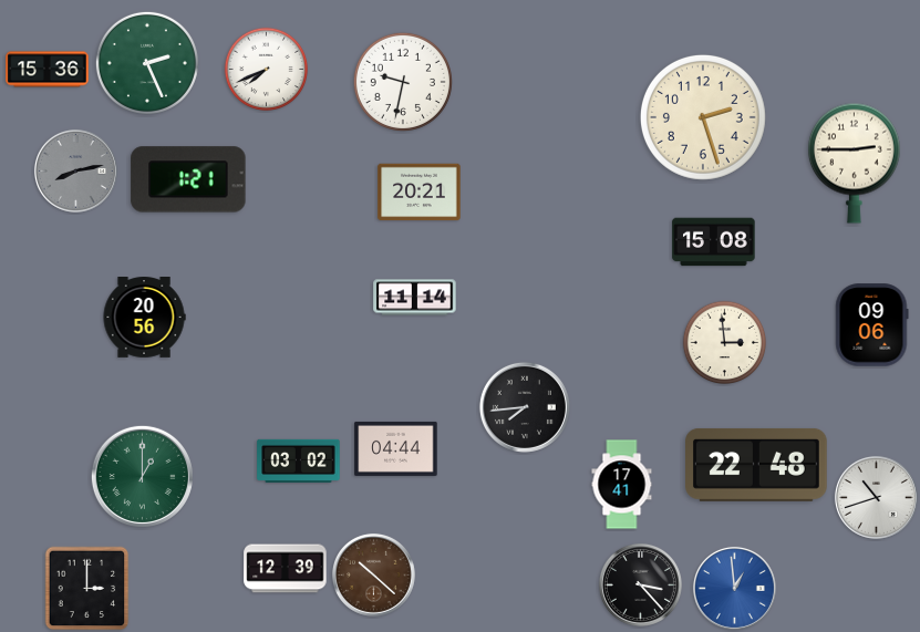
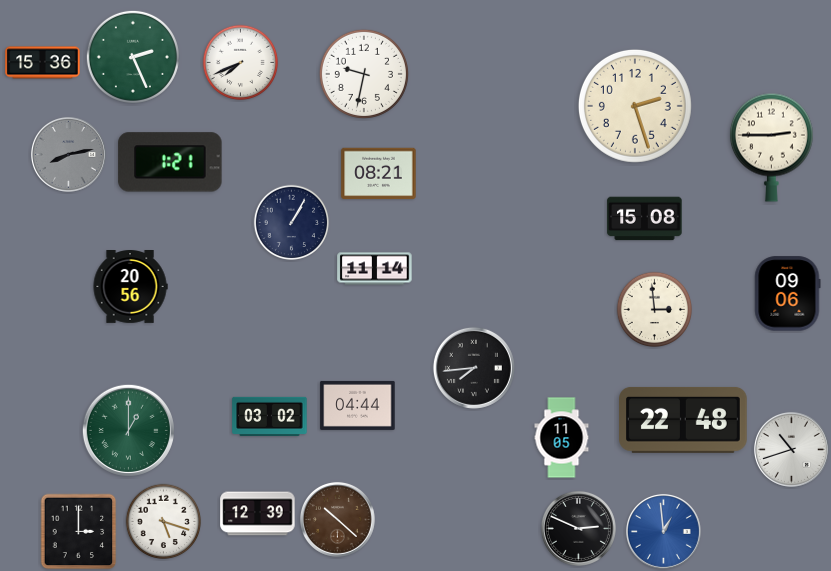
clock at (420, 193): 20:21 -> 08:21
clock at (292, 223): none -> 1:05
clock at (622, 485): 17:41 -> 11:05
clock at (164, 522): none -> 5:18
clock at (640, 584): 3:23 -> 2:49
